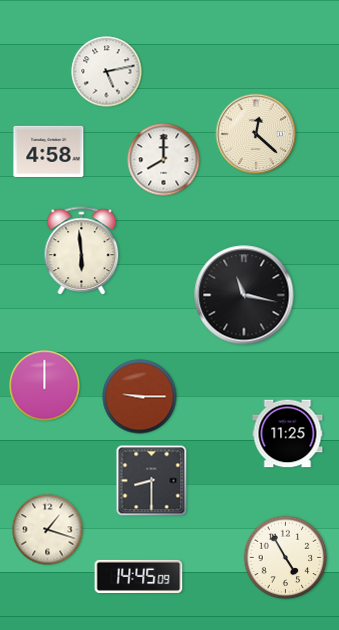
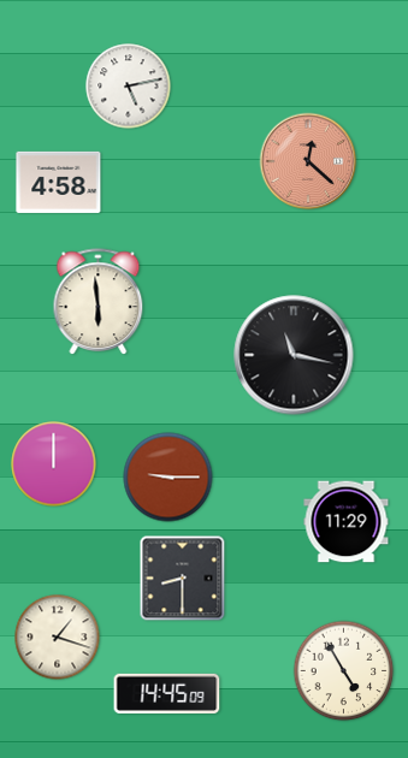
clock at (256, 134) dial: cream -> salmon
clock at (164, 160): 8:00 -> none
clock at (288, 434): 11:25 -> 11:29
